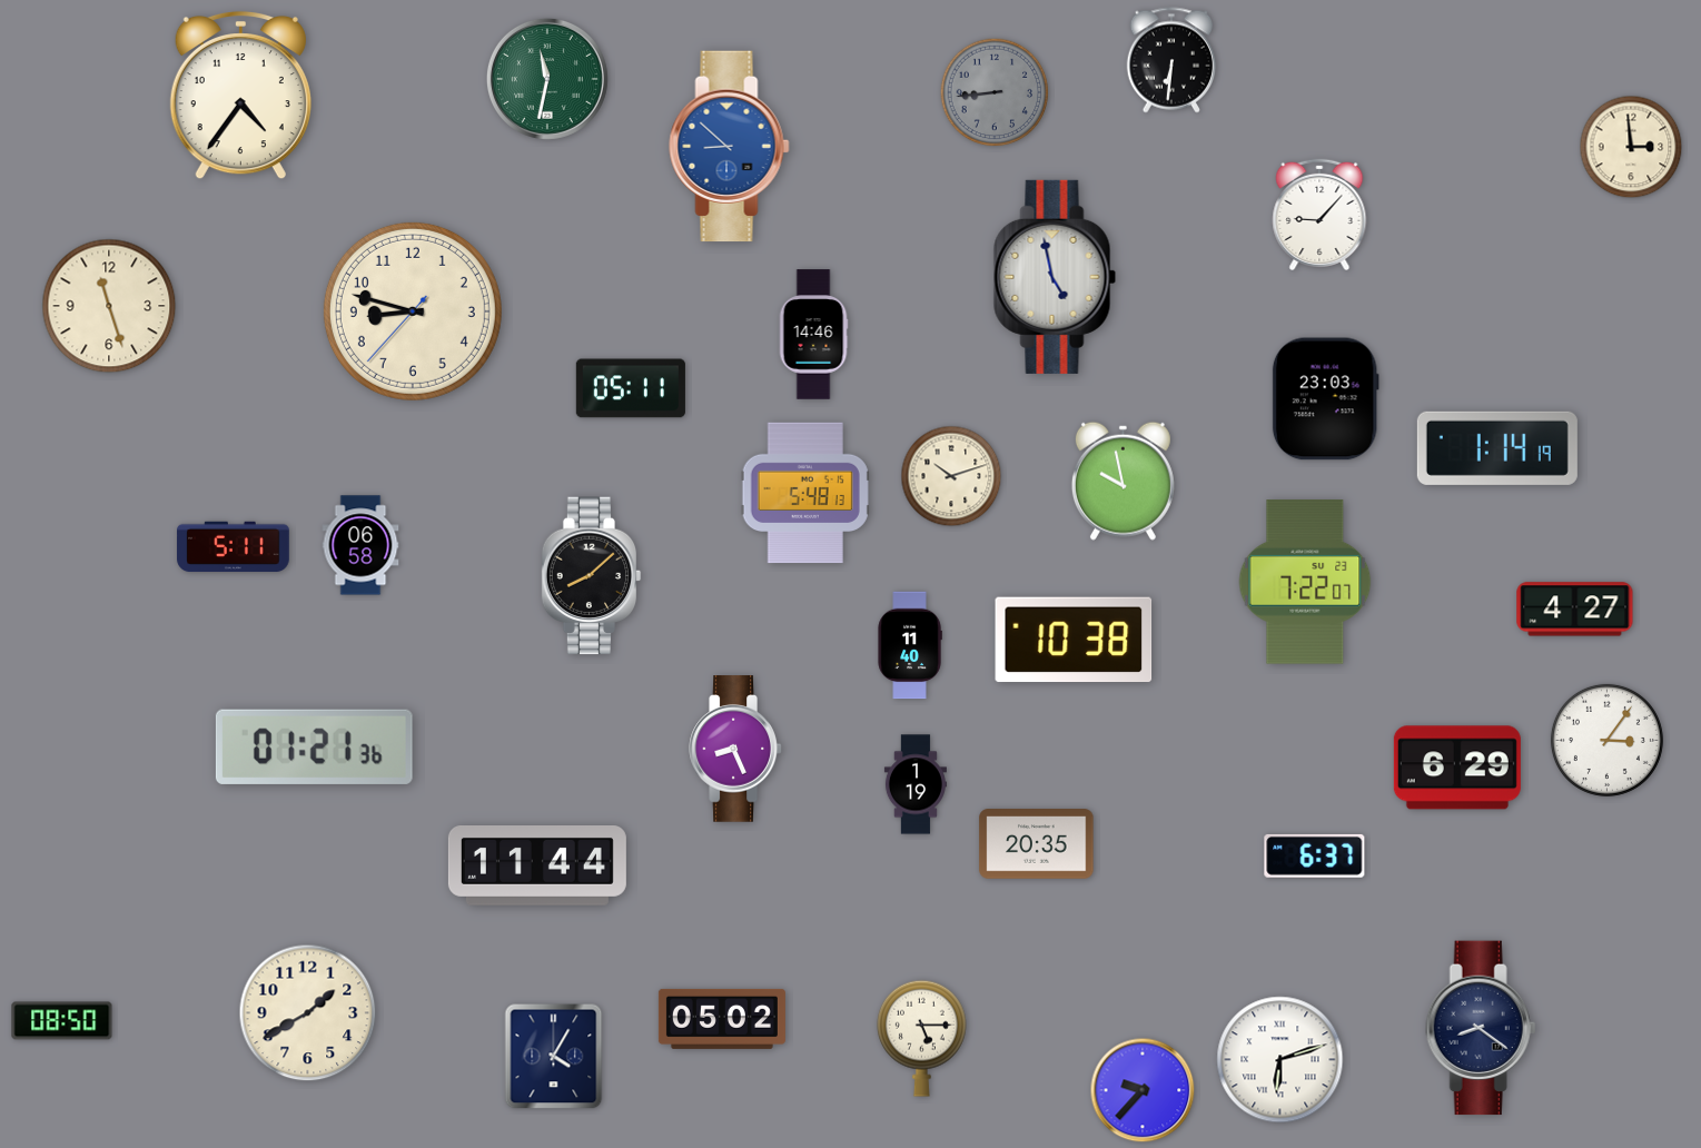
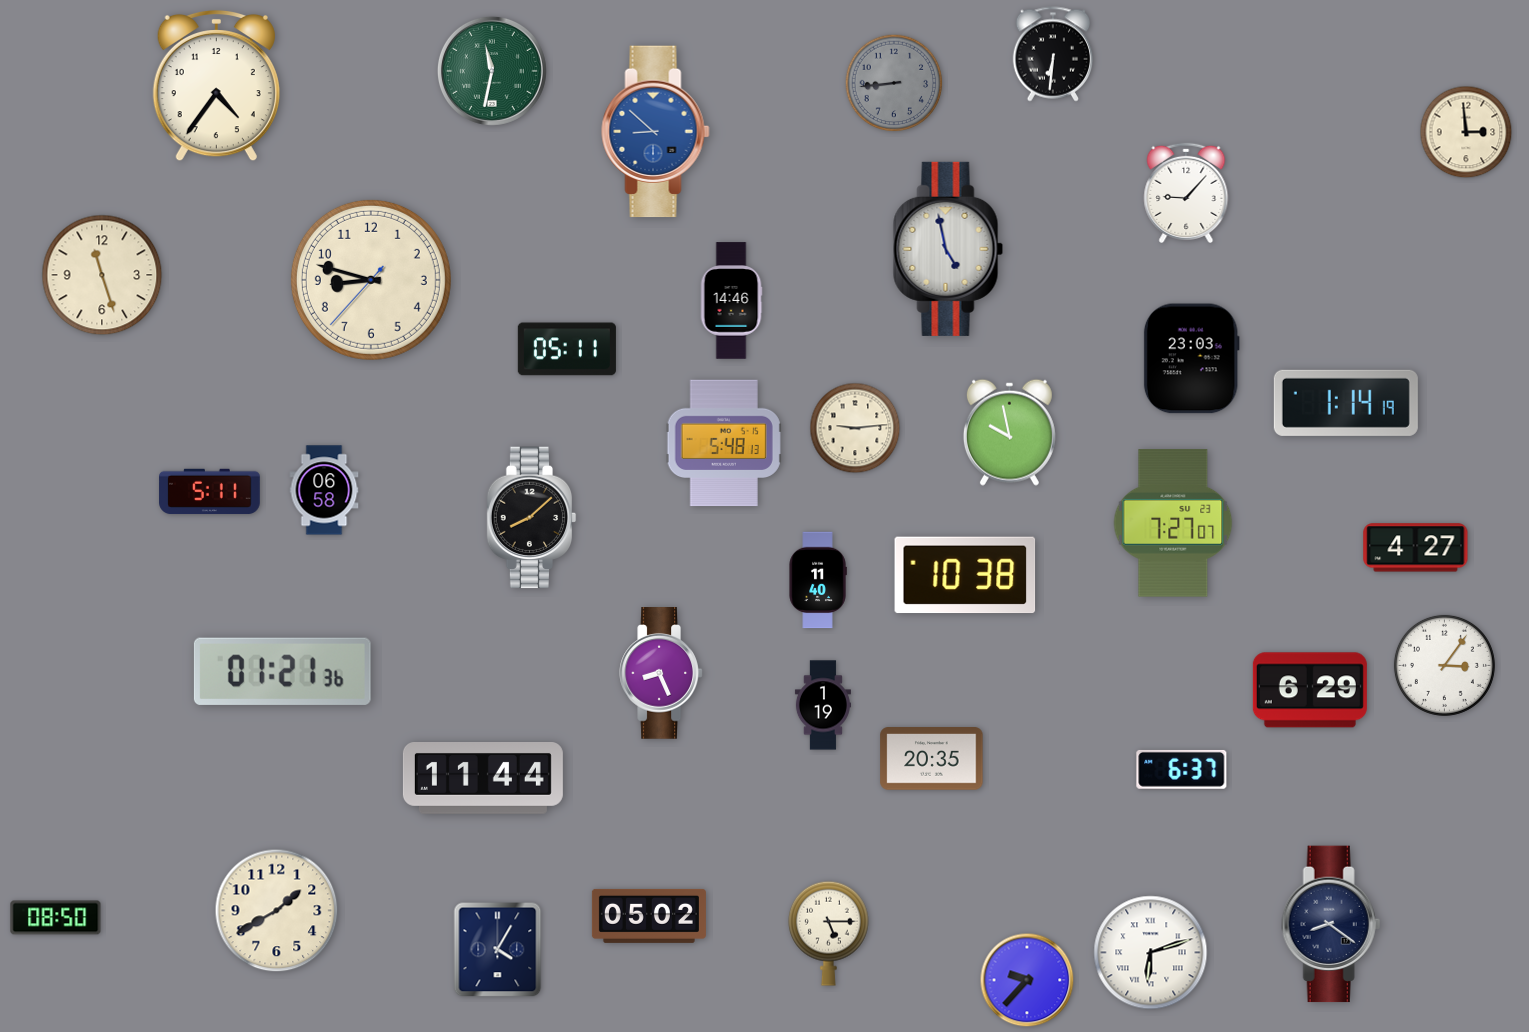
clock at (109, 306) position: (109, 306) -> (102, 275)
clock at (951, 476): 10:12 -> 9:14
clock at (1305, 582): 7:22 -> 7:27
